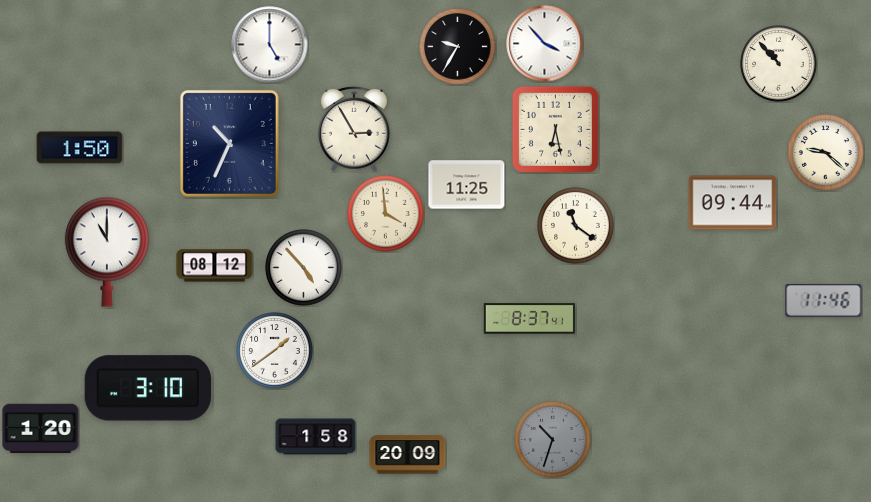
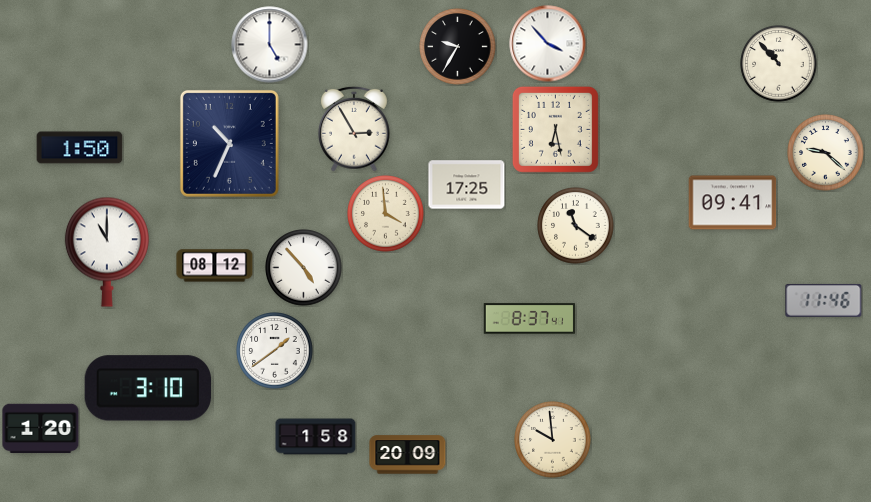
clock at (545, 44) position: (545, 44) -> (548, 44)
clock at (467, 185): 11:25 -> 17:25
clock at (733, 203): 09:44 -> 09:41
clock at (553, 440): 10:33 -> 9:59
clock at (553, 440) dial: grey -> cream
